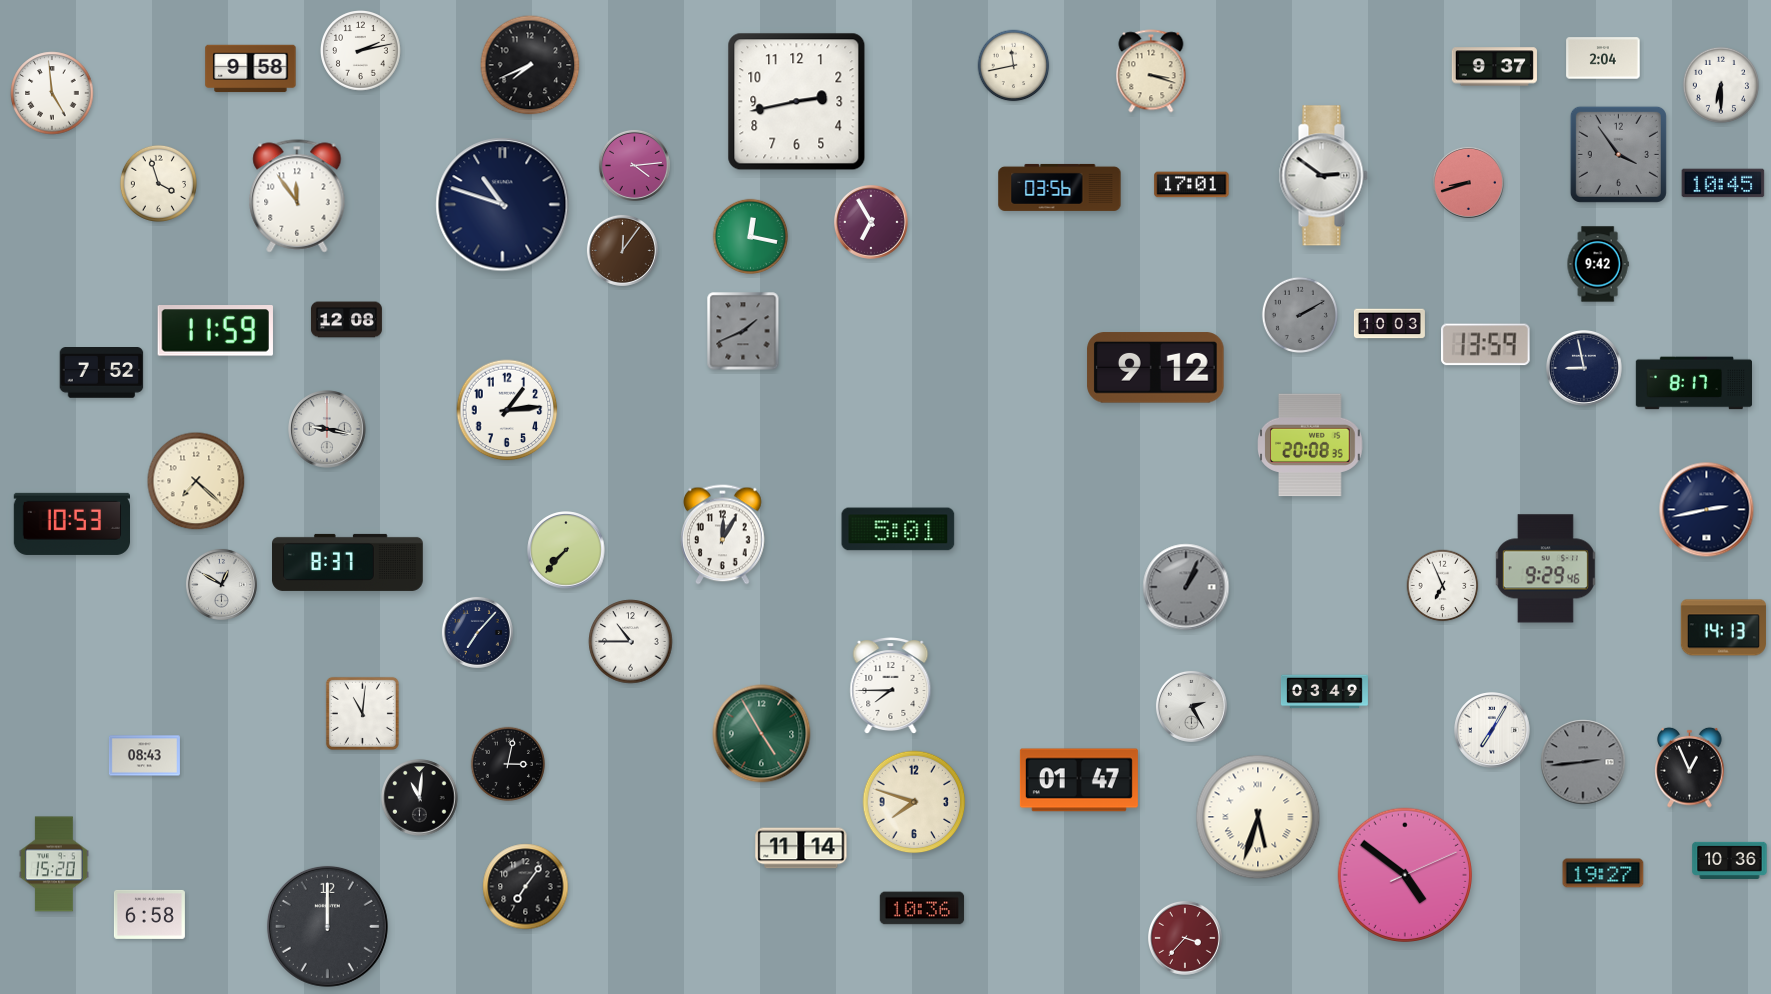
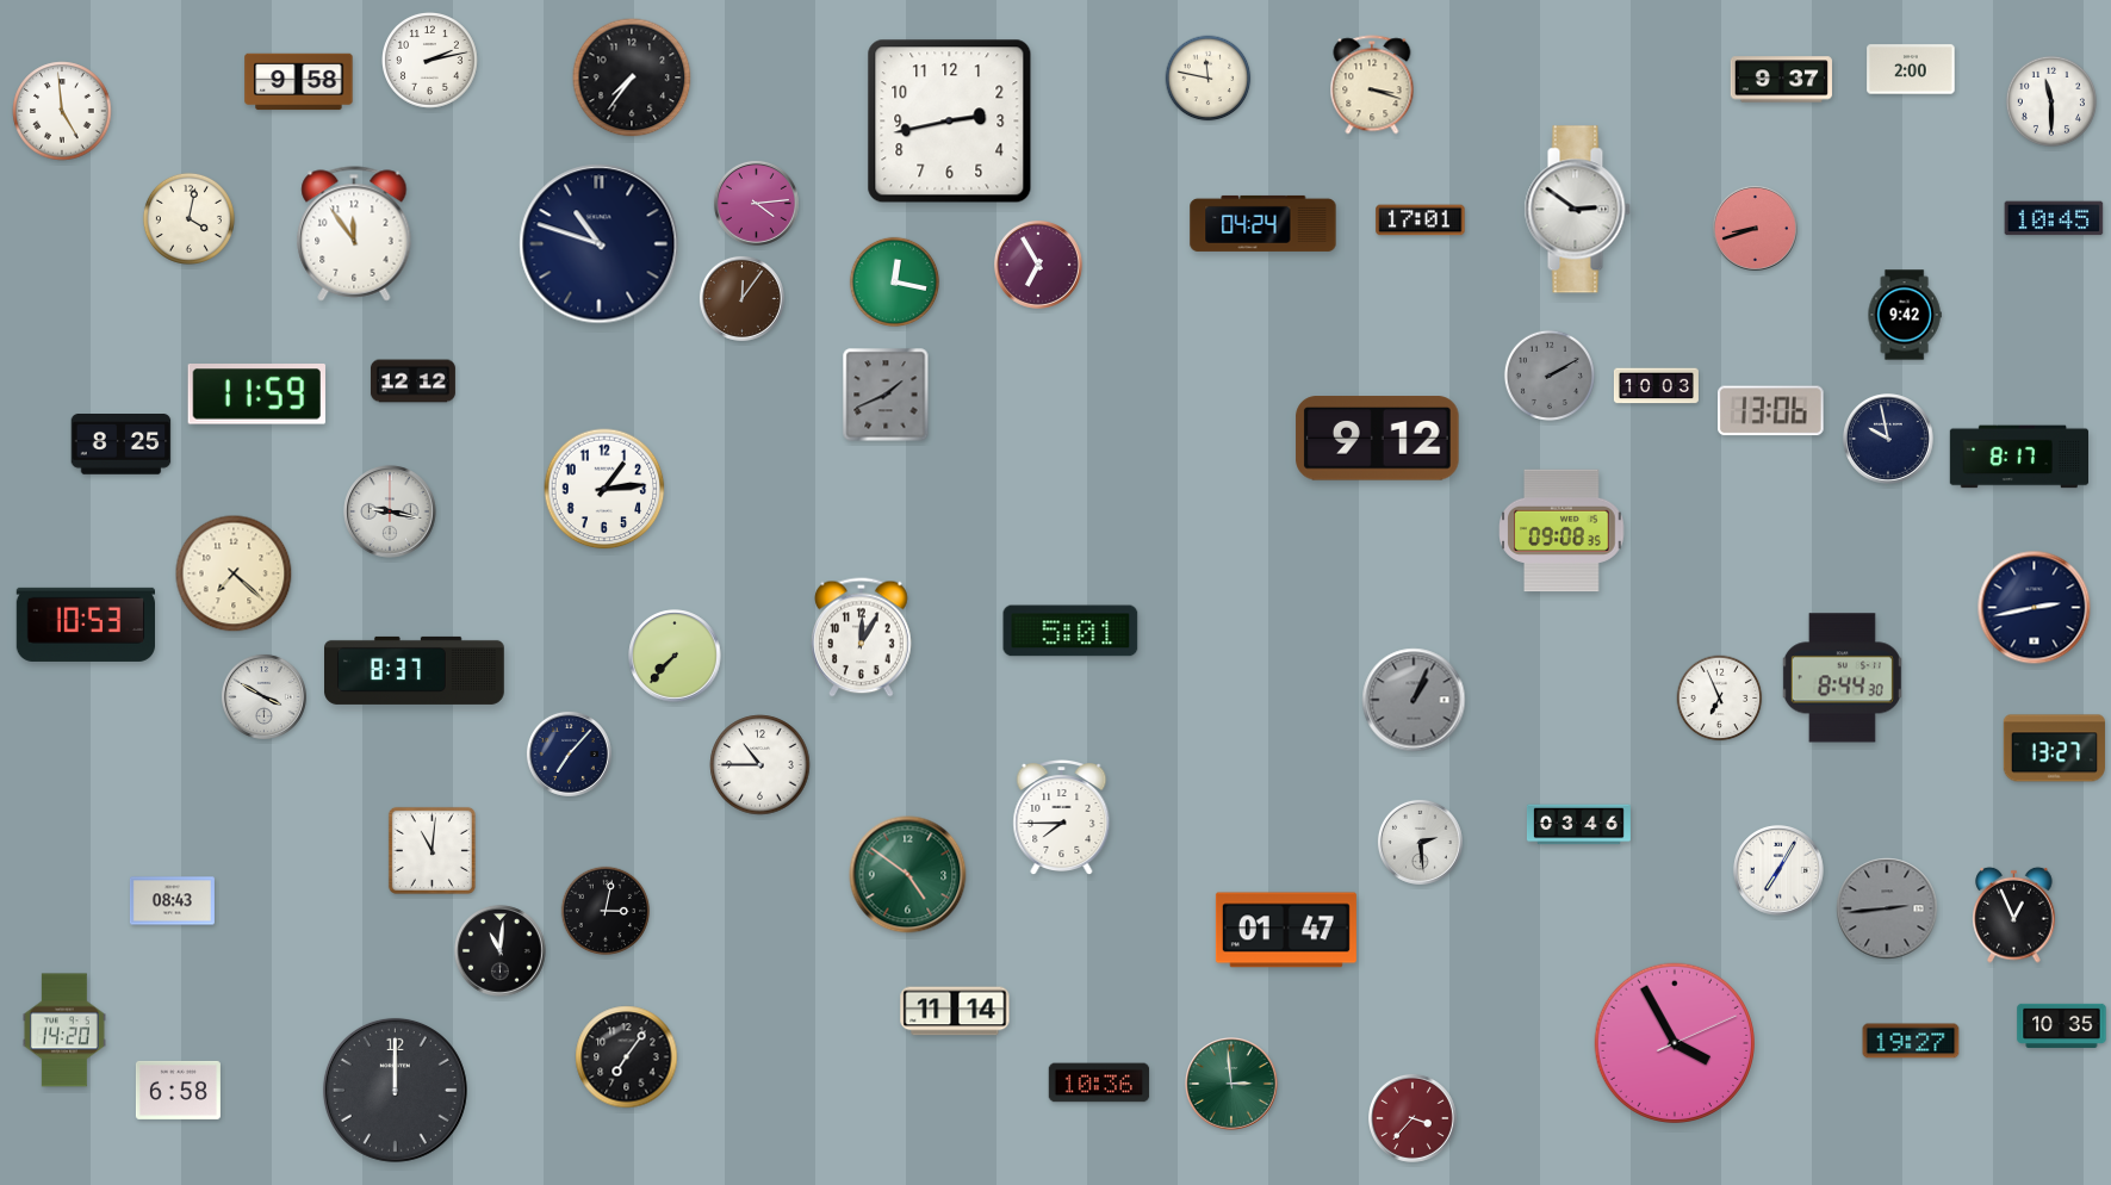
clock at (1603, 58): 2:04 -> 2:00
clock at (530, 65): 7:41 -> 7:36
clock at (1014, 66): 11:43 -> 11:47
clock at (1721, 85): 6:30 -> 11:30
clock at (1618, 154): 3:54 -> none
clock at (634, 165) position: (634, 165) -> (756, 203)
clock at (1468, 182) position: (1468, 182) -> (1755, 228)
clock at (158, 183): 3:57 -> 4:02
clock at (1060, 187): 03:56 -> 04:24
clock at (346, 320): 12:08 -> 12:12
clock at (1486, 345): 13:59 -> 13:06
clock at (1584, 368): 8:58 -> 9:58
clock at (102, 373): 7:52 -> 8:25
clock at (1310, 445): 20:08 -> 09:08
clock at (1545, 569): 9:29 -> 8:44
clock at (221, 584): 12:50 -> 3:50
clock at (1723, 628): 14:13 -> 13:27
clock at (631, 642) position: (631, 642) -> (760, 765)
clock at (1324, 692): 03:49 -> 03:46
clock at (1191, 706): 2:25 -> 2:29
clock at (762, 734): 4:55 -> 4:51
clock at (914, 802): 7:48 -> none
clock at (1258, 817): 5:33 -> none
clock at (1730, 860): 10:36 -> 10:35
clock at (54, 864): 15:20 -> 14:20
clock at (1404, 874): 4:51 -> 3:55
clock at (1231, 1084): none -> 2:59
clock at (327, 926) position: (327, 926) -> (395, 1090)
